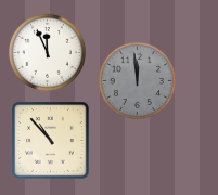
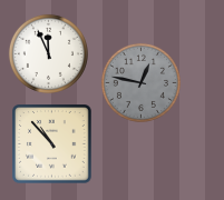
clock at (137, 80): 11:59 -> 12:47
